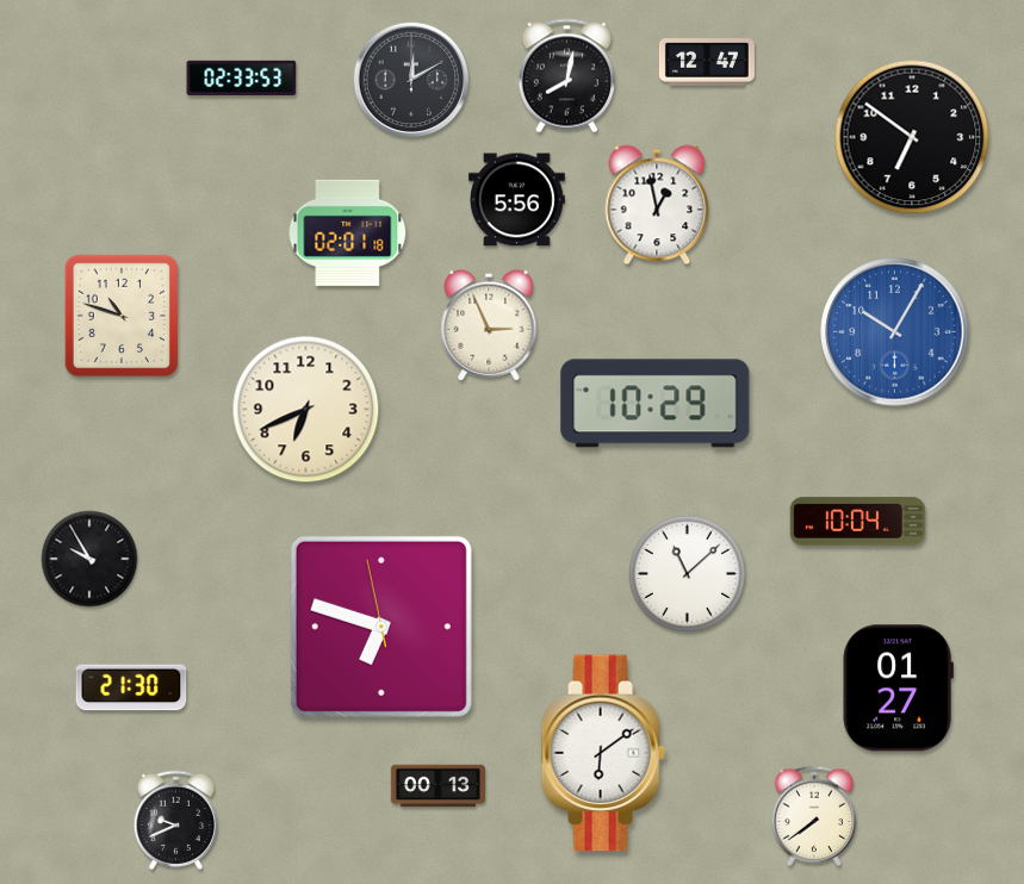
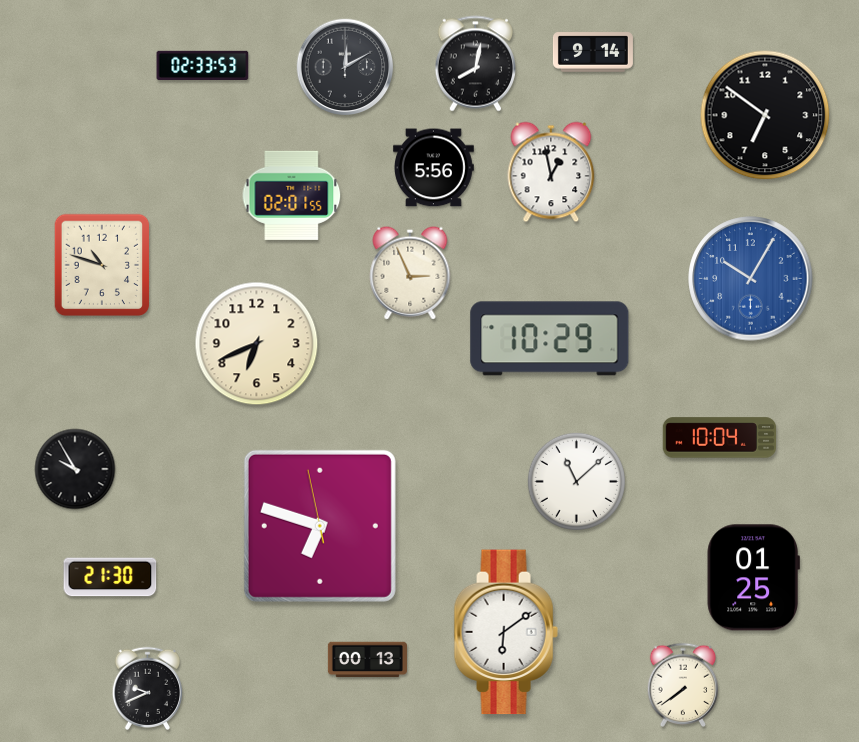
clock at (707, 62): 12:47 -> 9:14
clock at (348, 232): 02:01:18 -> 02:01:55
clock at (898, 689): 01:27 -> 01:25
